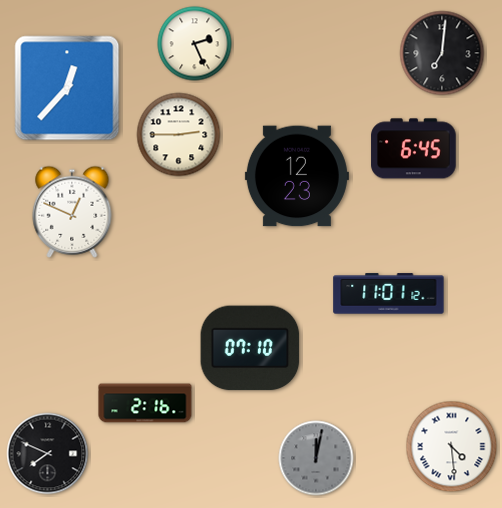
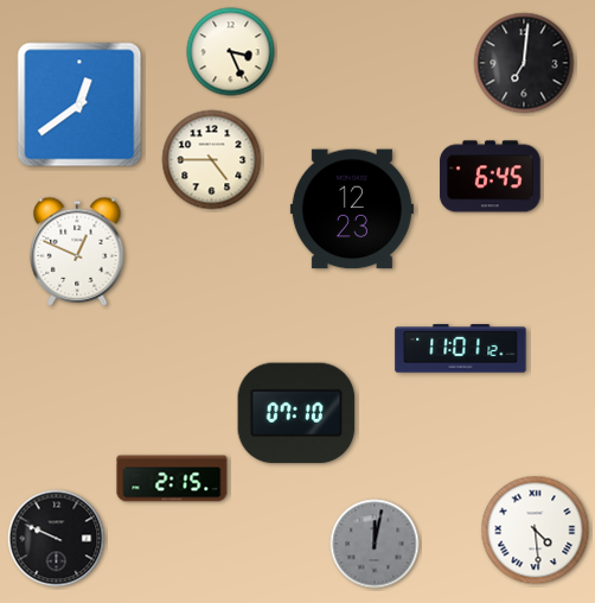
clock at (195, 44): 2:26 -> 3:26
clock at (67, 88): 12:37 -> 12:39
clock at (179, 135): 2:45 -> 4:45
clock at (72, 212) position: (72, 212) -> (77, 252)
clock at (145, 403): 2:16 -> 2:15
clock at (48, 454): 7:49 -> 9:49
